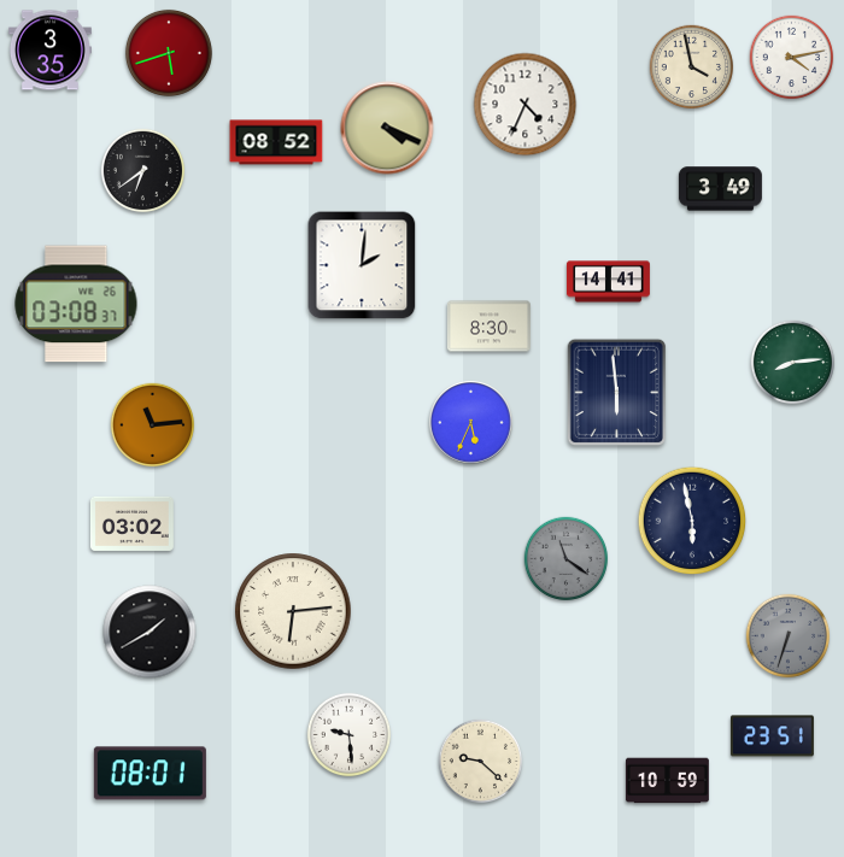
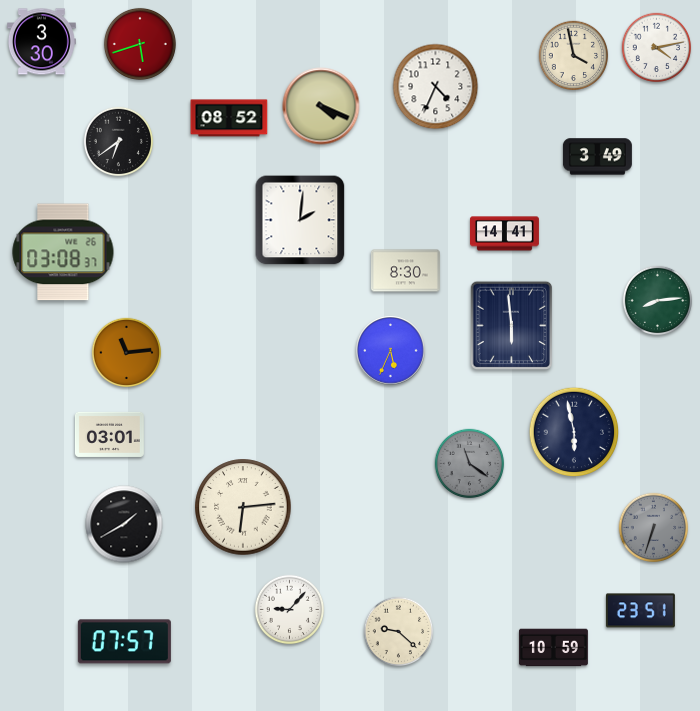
clock at (49, 51): 3:35 -> 3:30
clock at (131, 523): 03:02 -> 03:01
clock at (350, 735): 9:29 -> 9:07
clock at (150, 774): 08:01 -> 07:57
